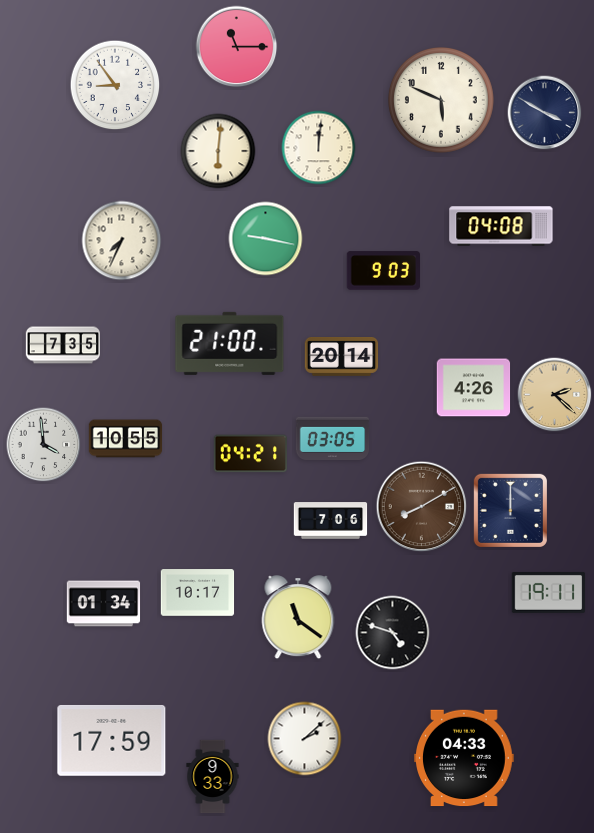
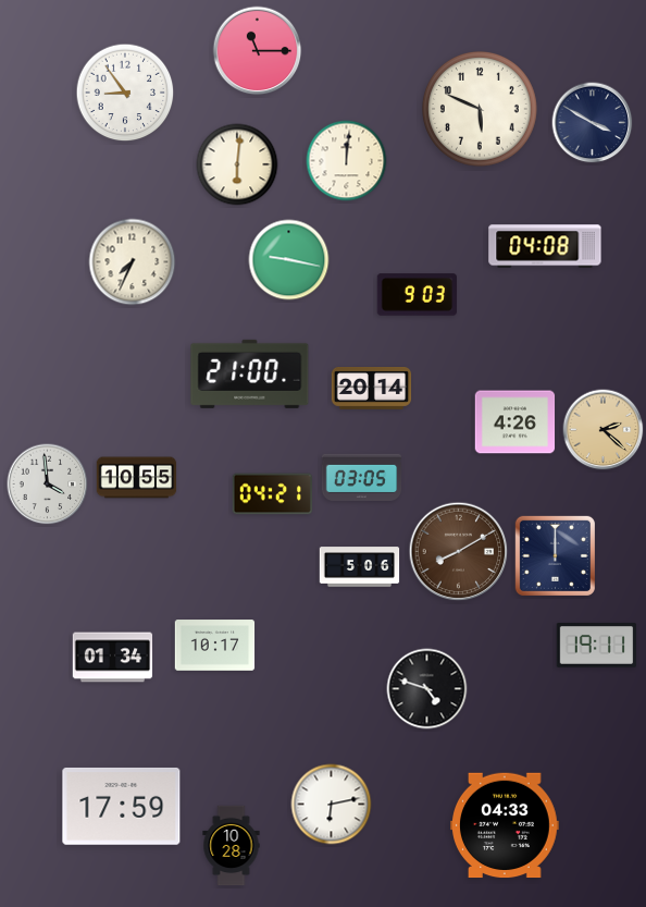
clock at (62, 345): 7:35 -> none
clock at (331, 521): 7:06 -> 5:06
clock at (298, 618): 11:21 -> none
clock at (305, 739): 2:08 -> 6:13
clock at (213, 777): 9:33 -> 10:28
